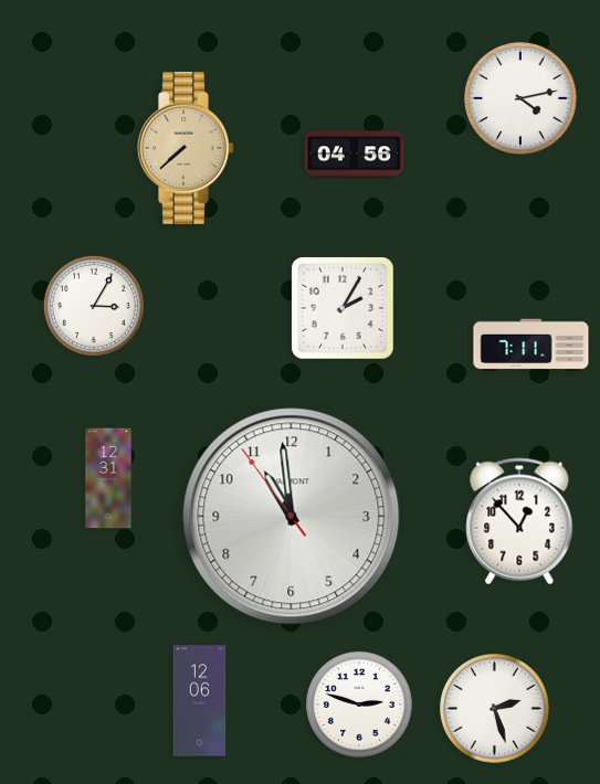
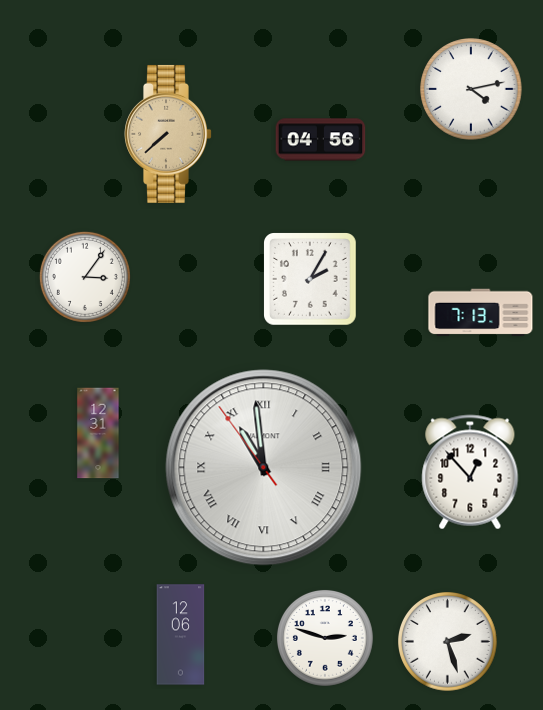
clock at (94, 306): 3:05 -> 3:06
clock at (531, 346): 7:11 -> 7:13
clock at (292, 517) numerals: Arabic -> Roman
